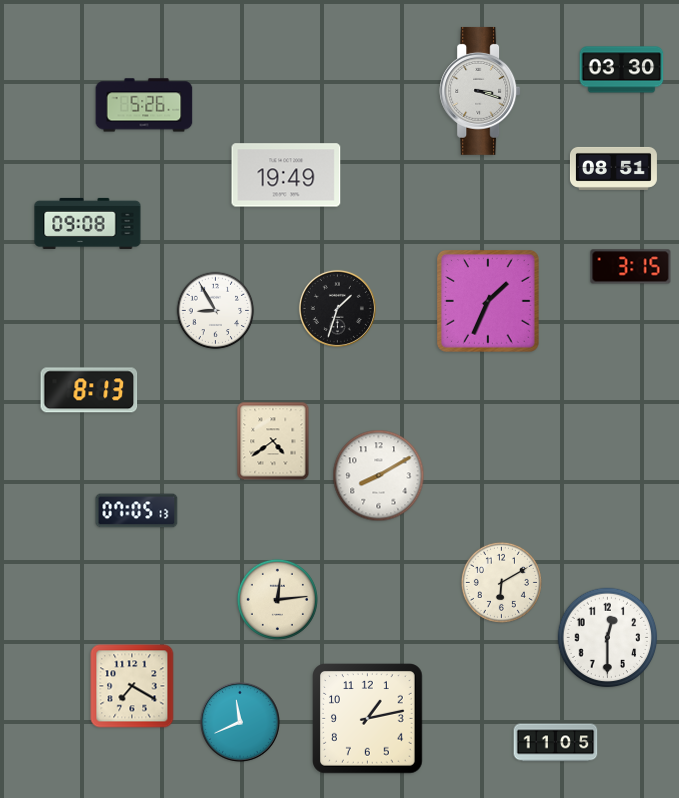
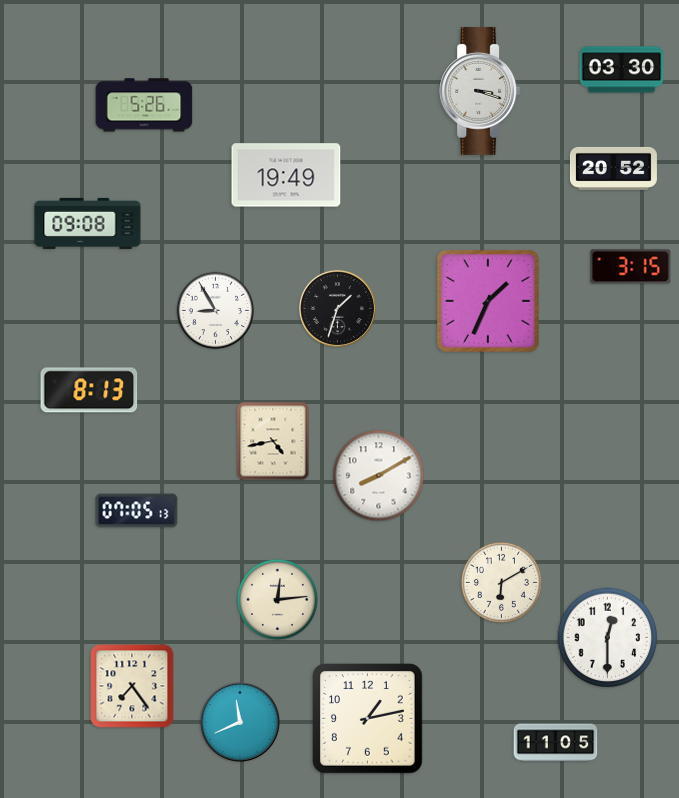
clock at (613, 168): 08:51 -> 20:52
clock at (273, 441): 4:39 -> 4:43
clock at (132, 686): 7:20 -> 7:24
